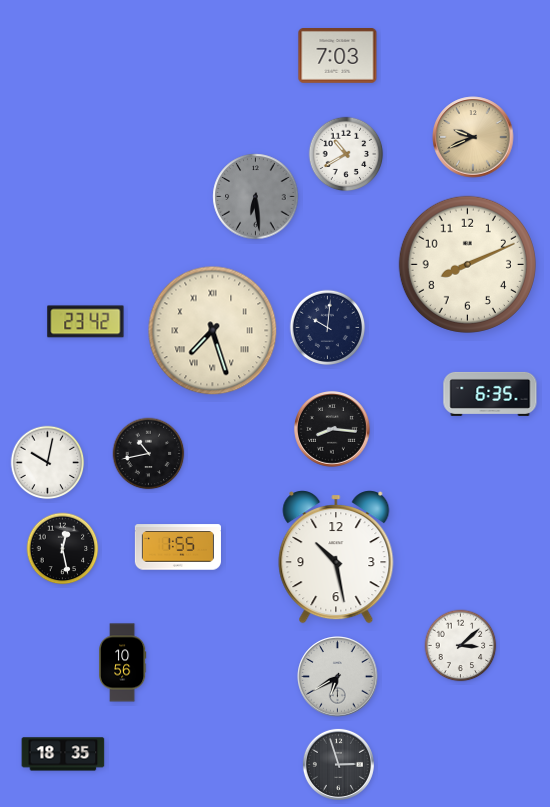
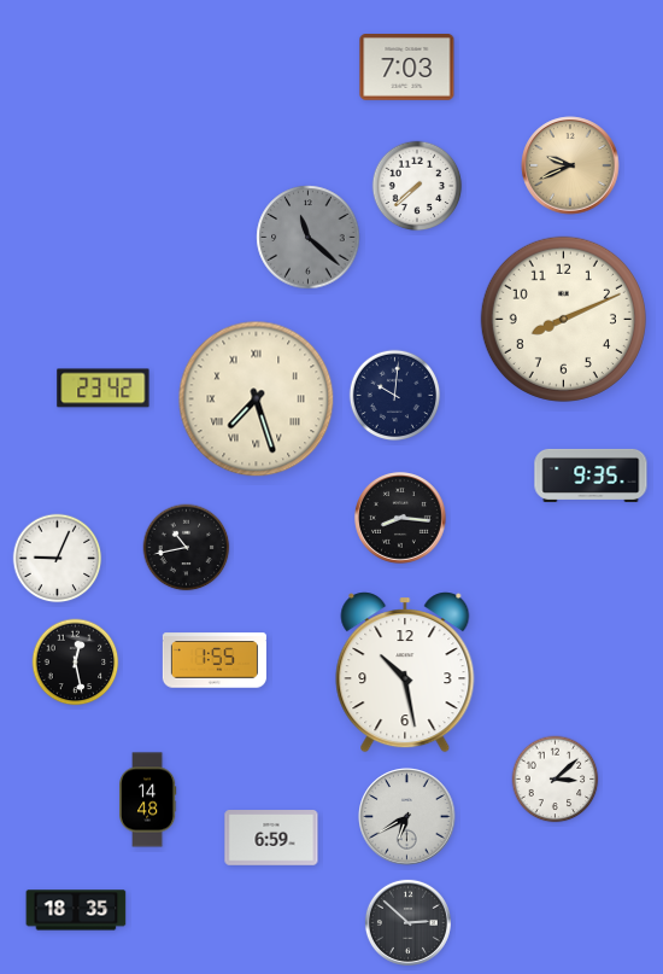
clock at (346, 154): 10:40 -> 7:38
clock at (256, 197): 6:29 -> 11:22
clock at (490, 394): 6:35 -> 9:35
clock at (149, 454) position: (149, 454) -> (187, 548)
clock at (48, 463): 10:02 -> 9:04
clock at (123, 663): 10:56 -> 14:48
clock at (271, 838): none -> 6:59
clock at (338, 764): 2:57 -> 2:52
